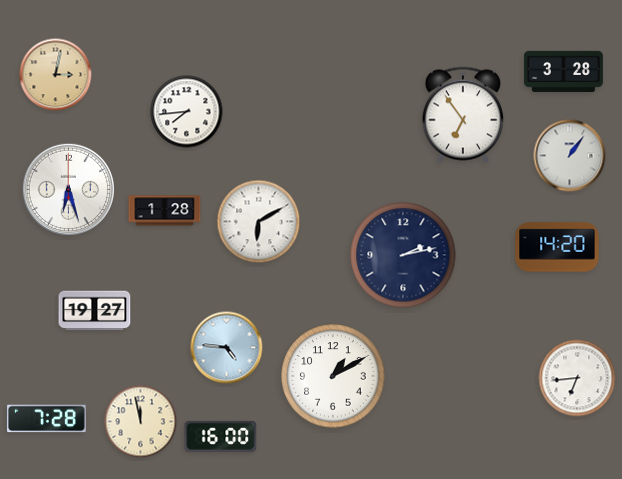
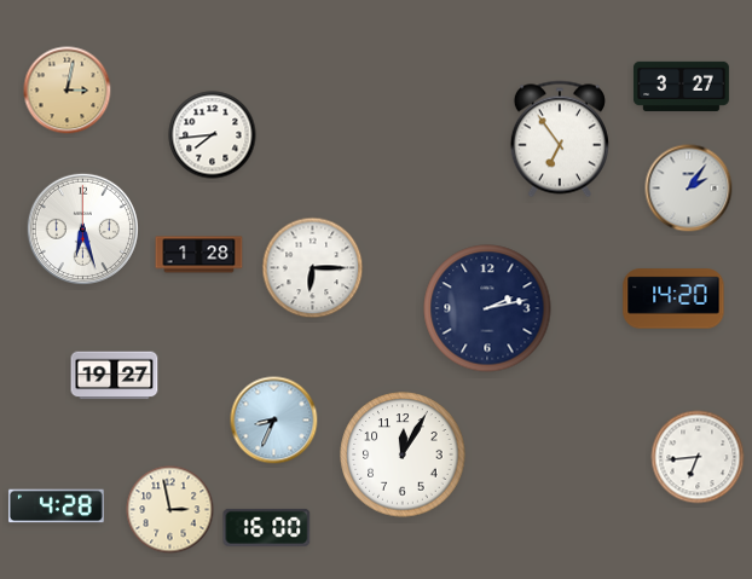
clock at (563, 71): 3:28 -> 3:27
clock at (187, 112) position: (187, 112) -> (213, 135)
clock at (570, 156): 1:06 -> 2:06
clock at (259, 222): 6:10 -> 6:15
clock at (227, 348): 4:46 -> 8:34
clock at (333, 376): 1:10 -> 12:05
clock at (46, 419): 7:28 -> 4:28
clock at (141, 422): 11:58 -> 2:58
